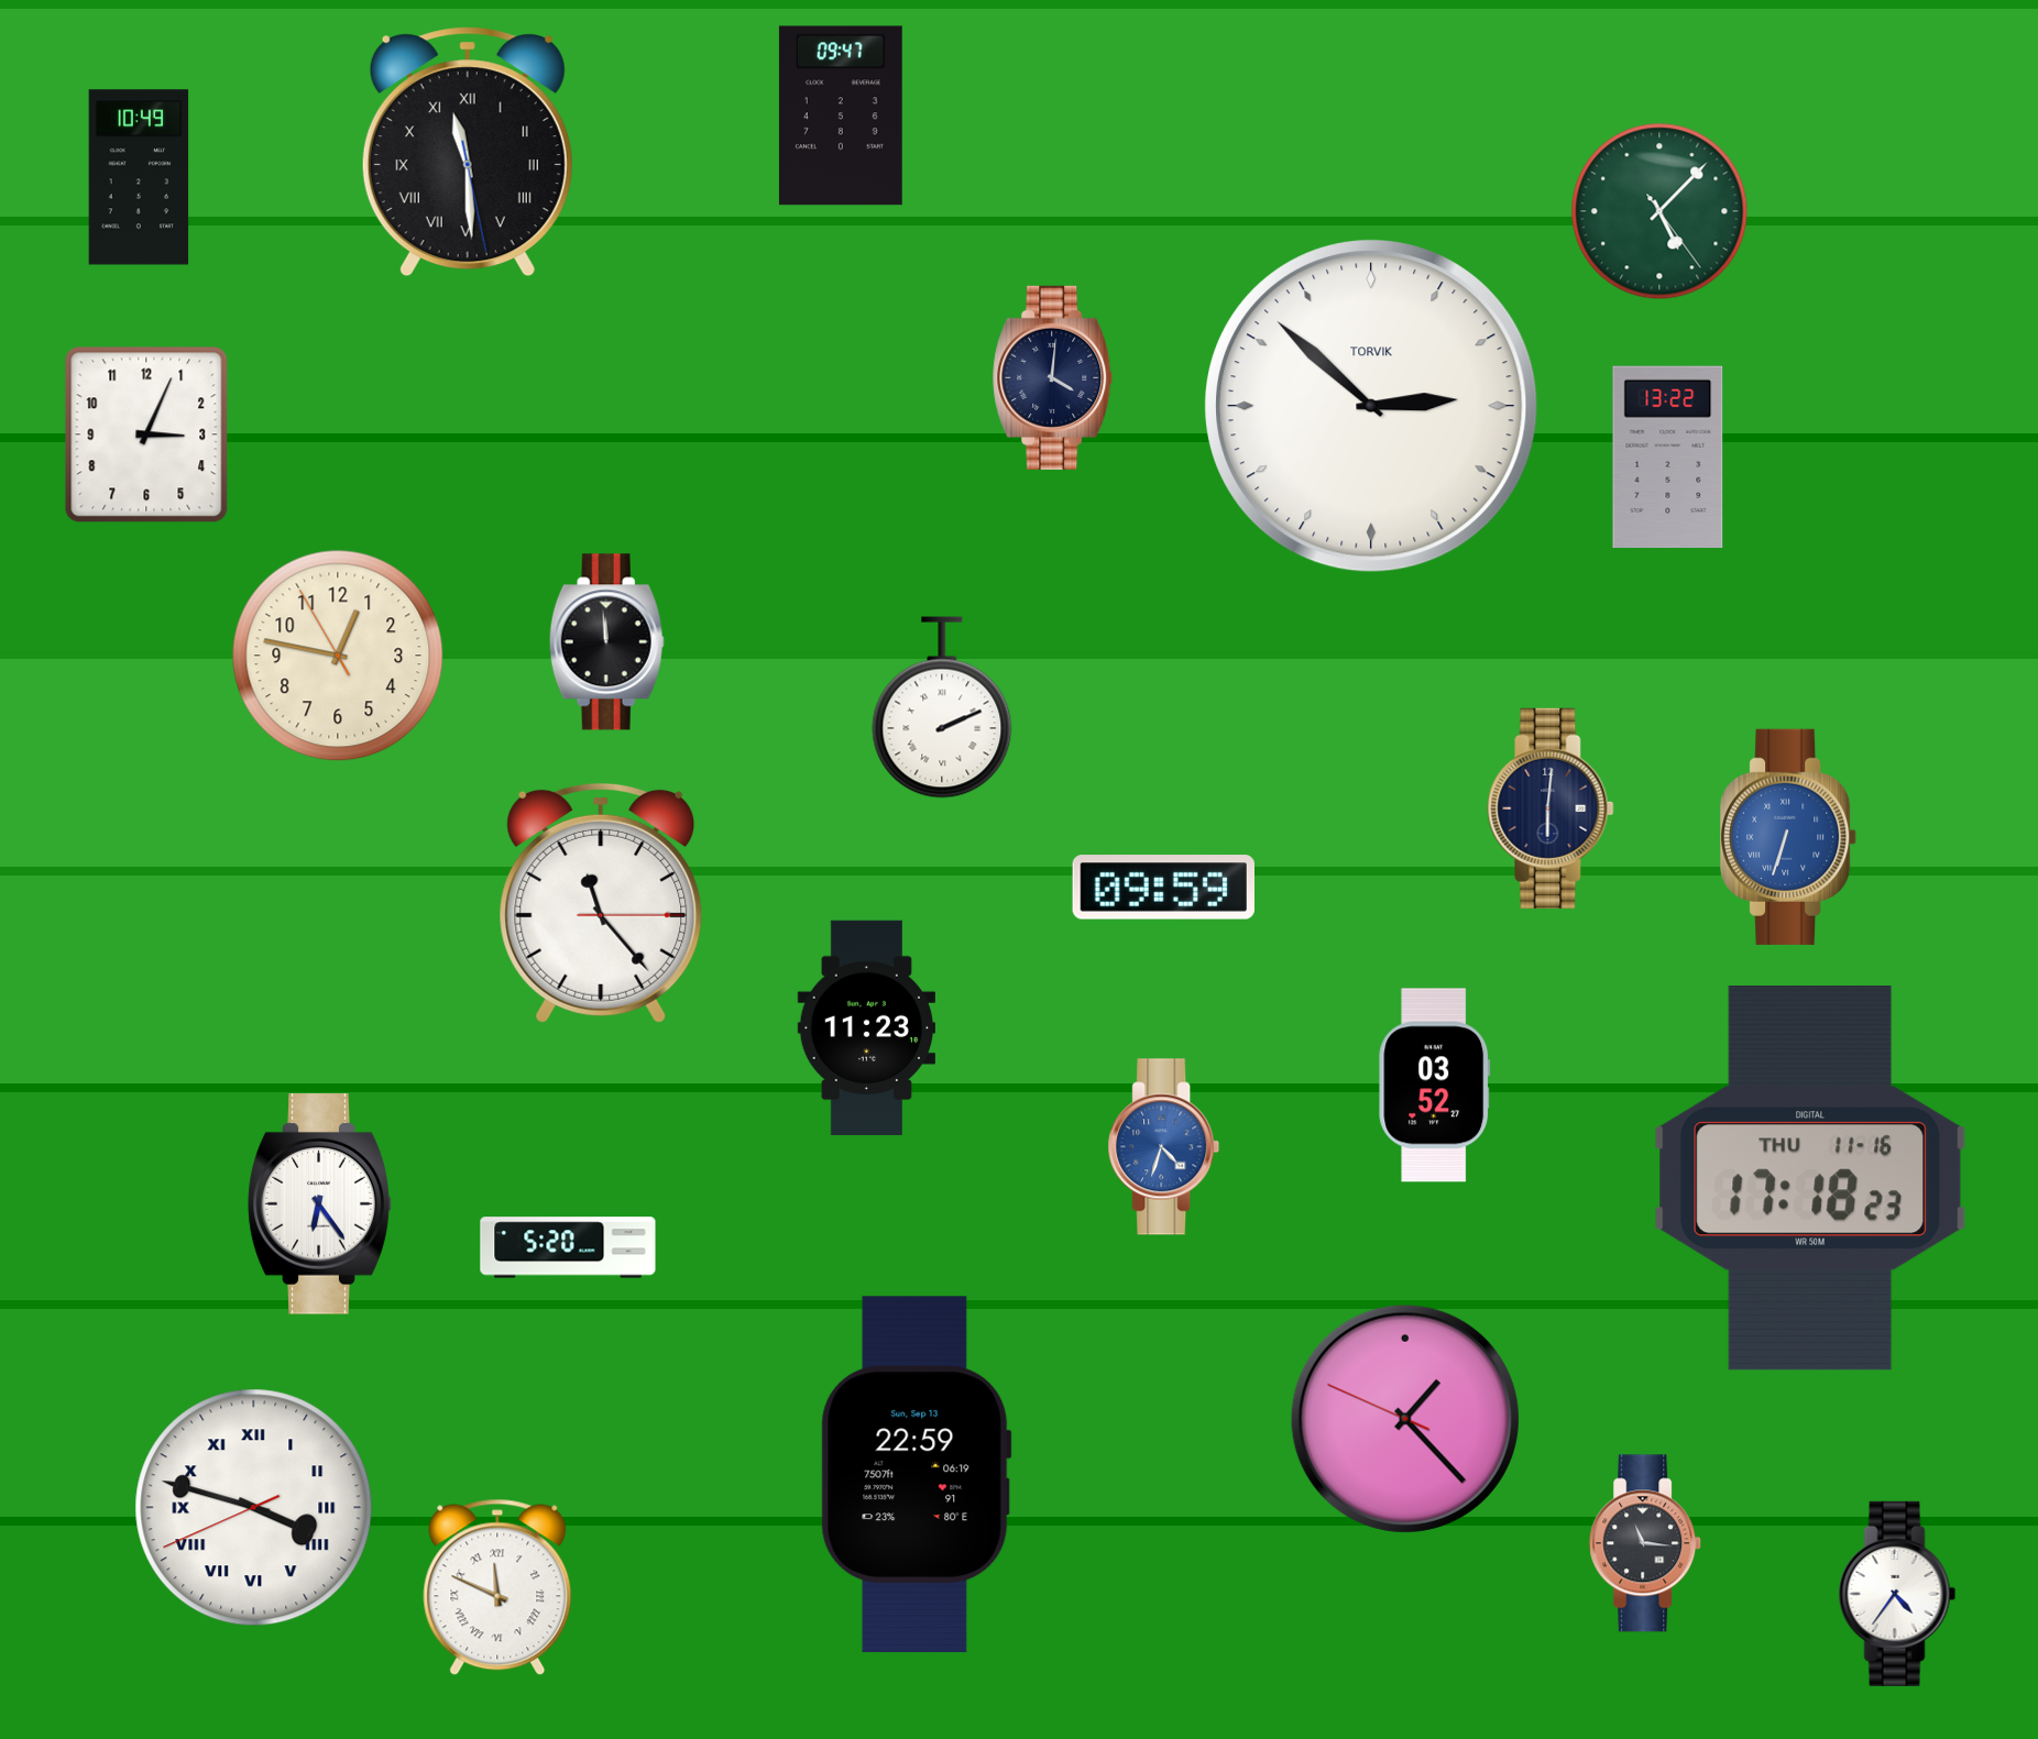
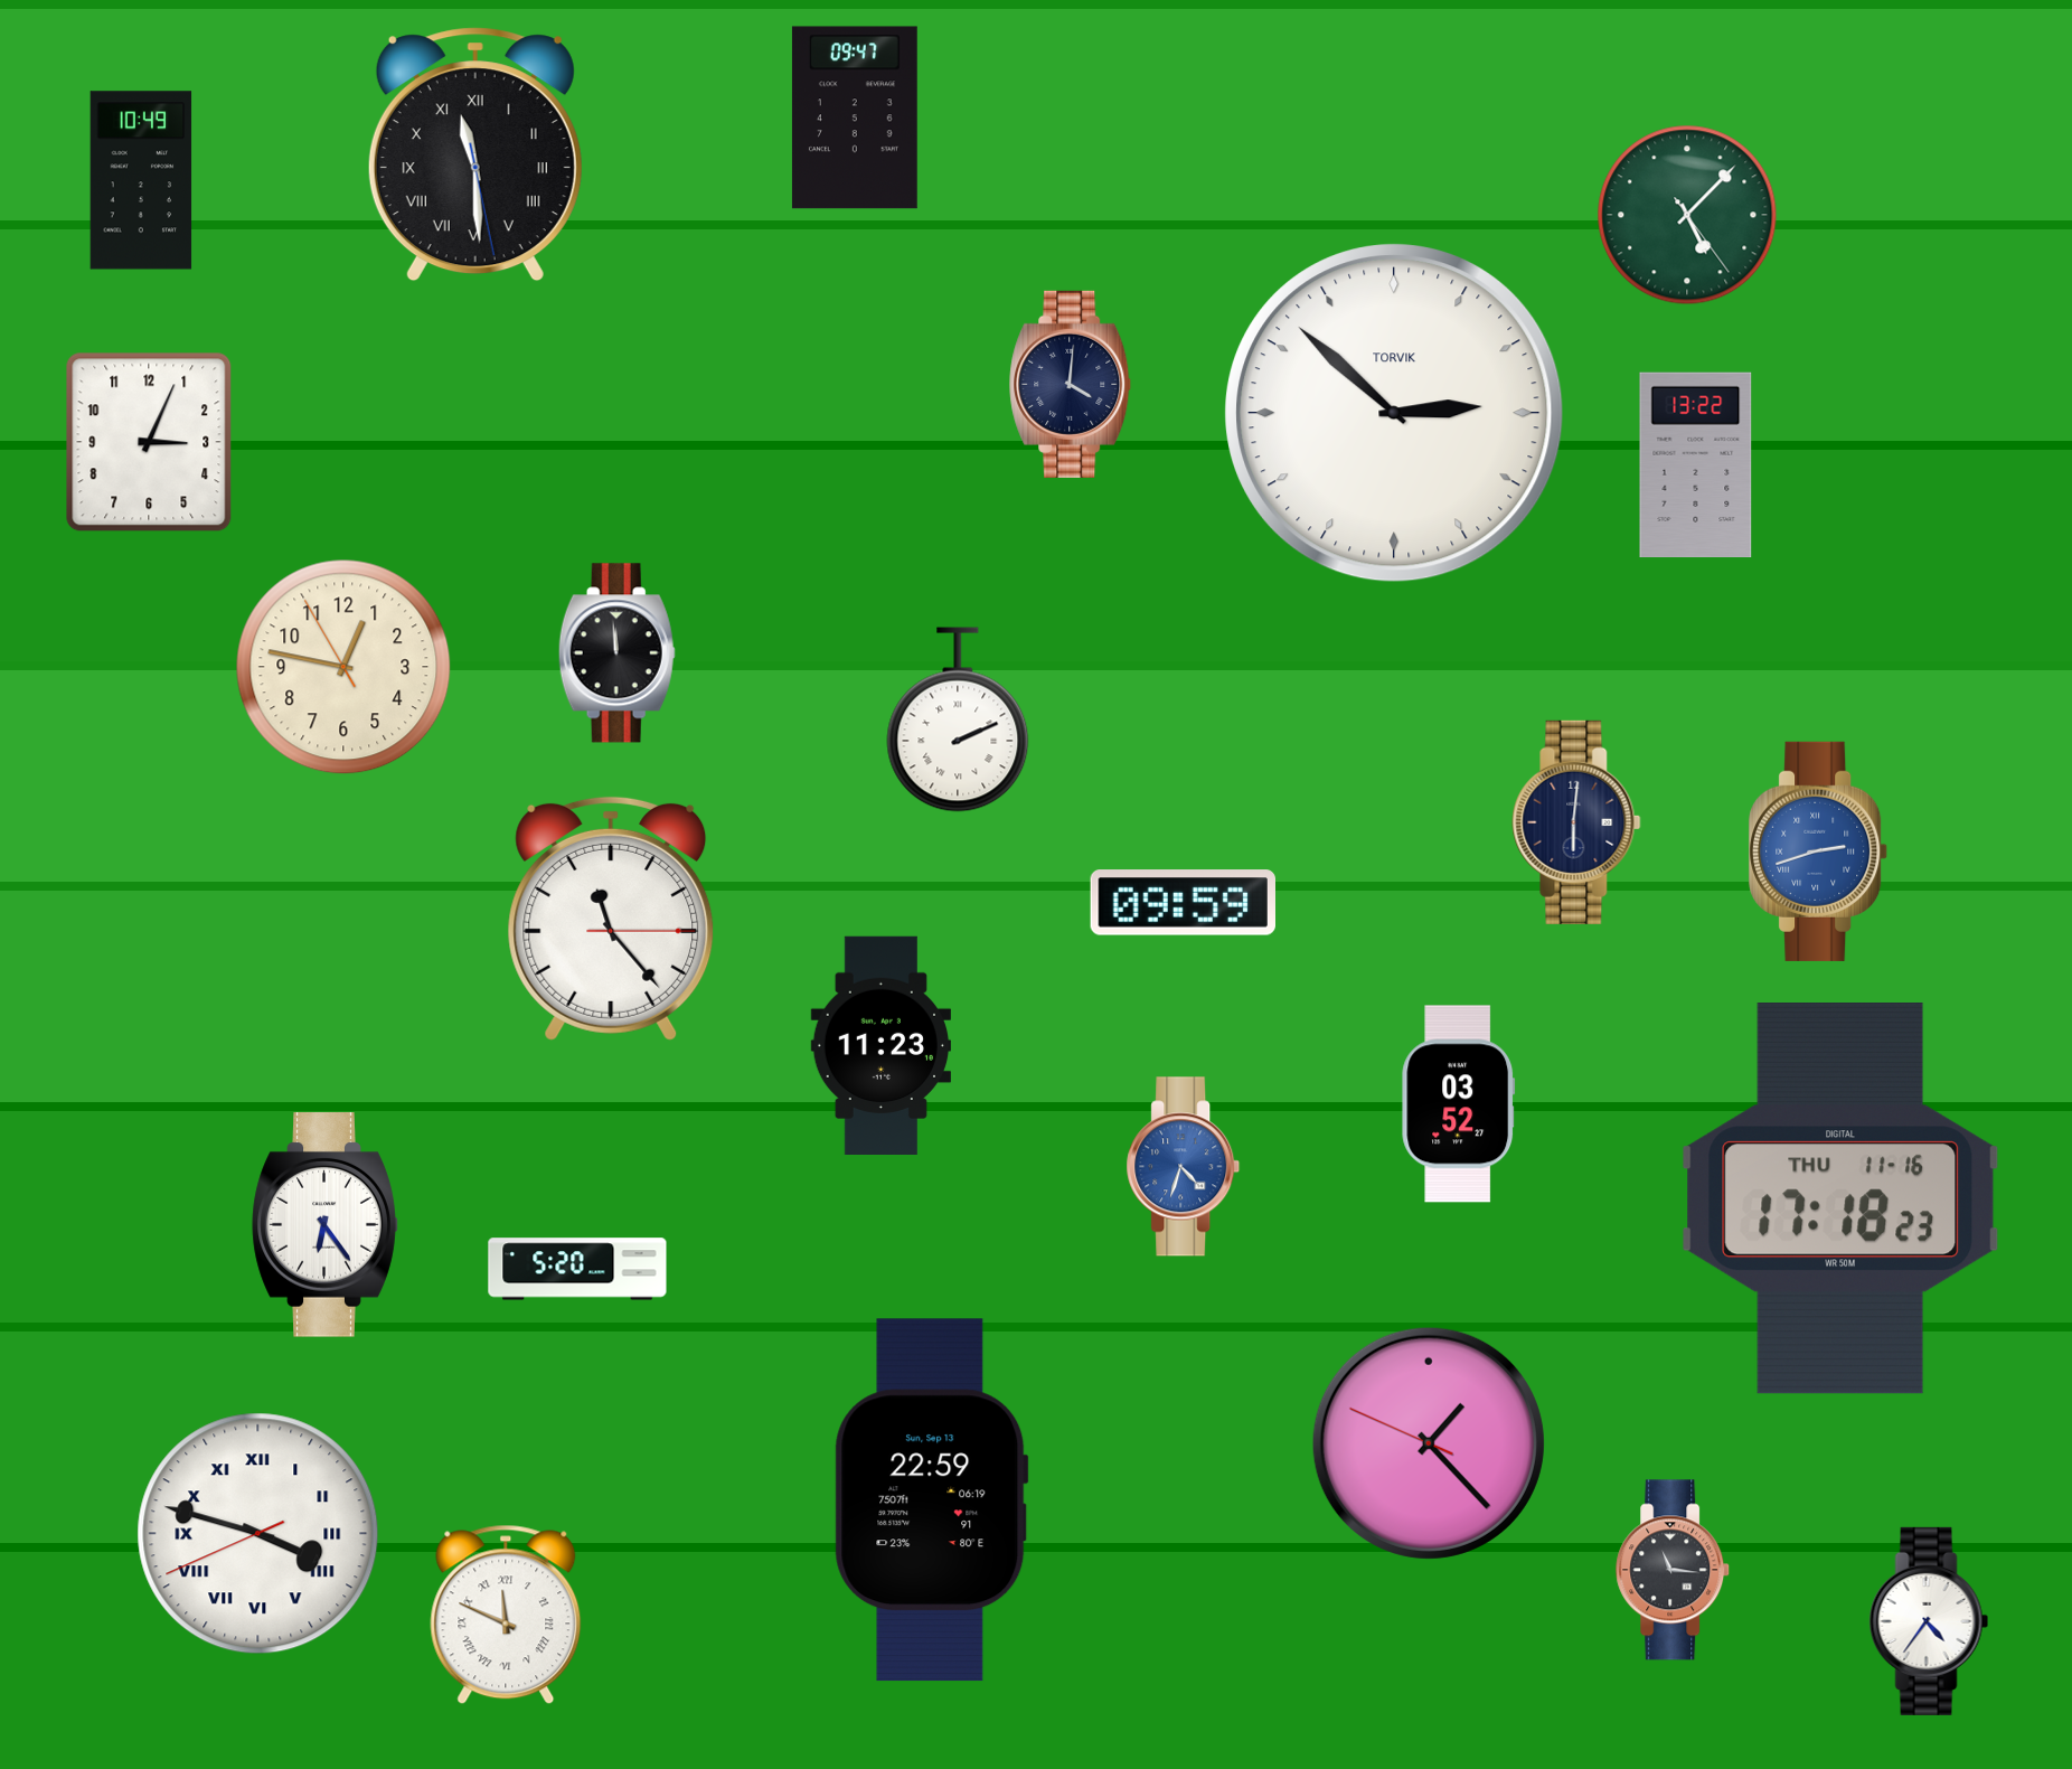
clock at (1789, 837): 6:33 -> 2:42
